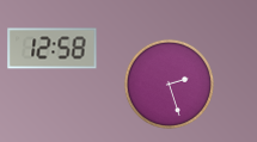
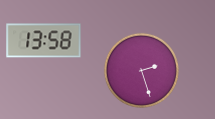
clock at (53, 49): 12:58 -> 13:58
